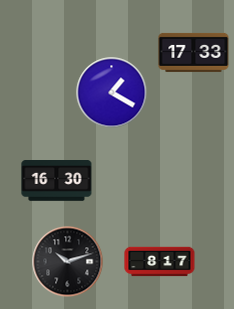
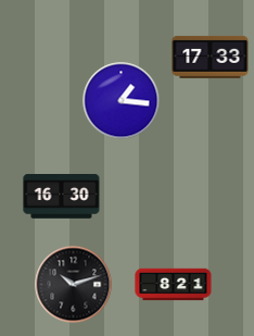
clock at (112, 93): 1:20 -> 1:16
clock at (160, 262): 8:17 -> 8:21
